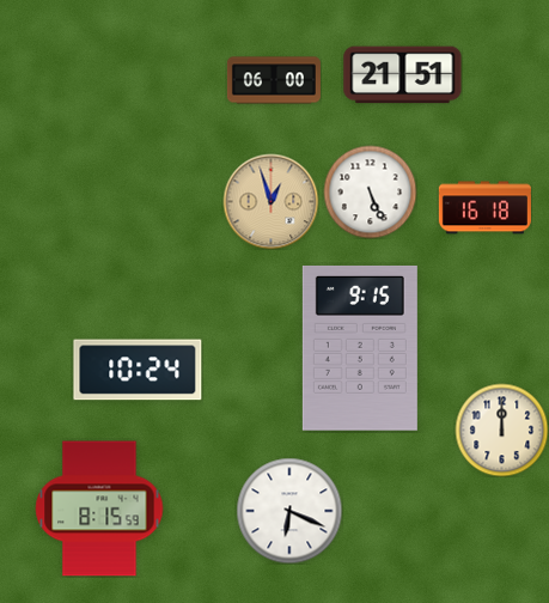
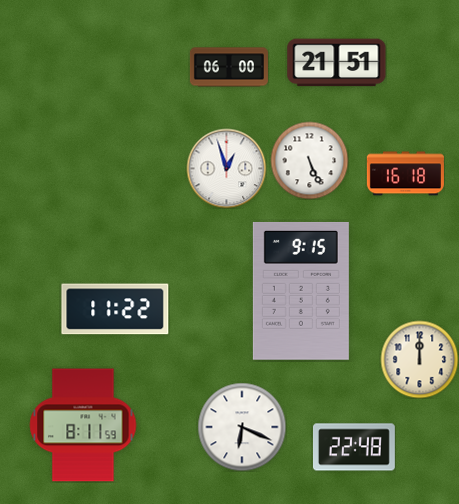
clock at (270, 201) dial: champagne -> white
clock at (138, 370): 10:24 -> 11:22
clock at (99, 508): 8:15 -> 8:11
clock at (354, 447): none -> 22:48
